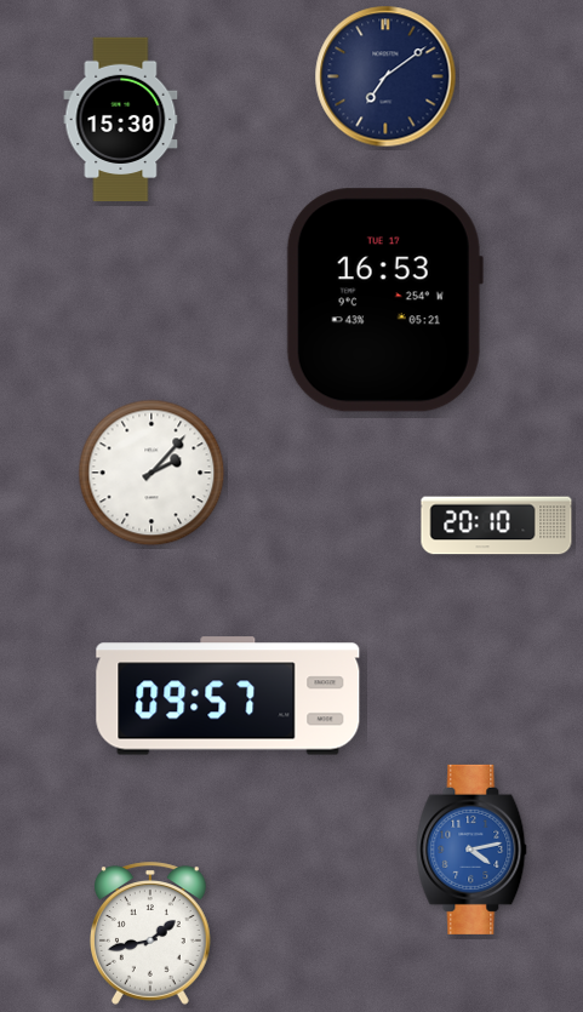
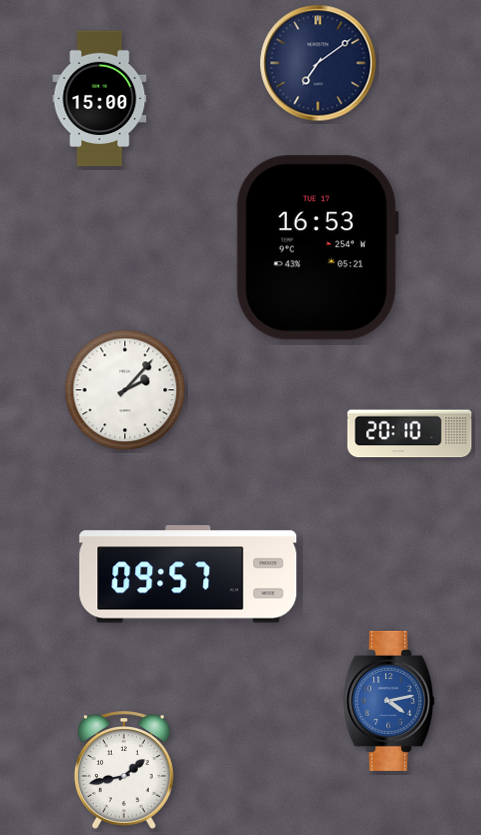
clock at (121, 120): 15:30 -> 15:00
